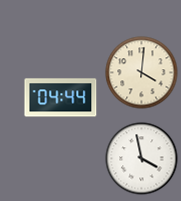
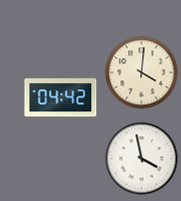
clock at (61, 98): 04:44 -> 04:42
